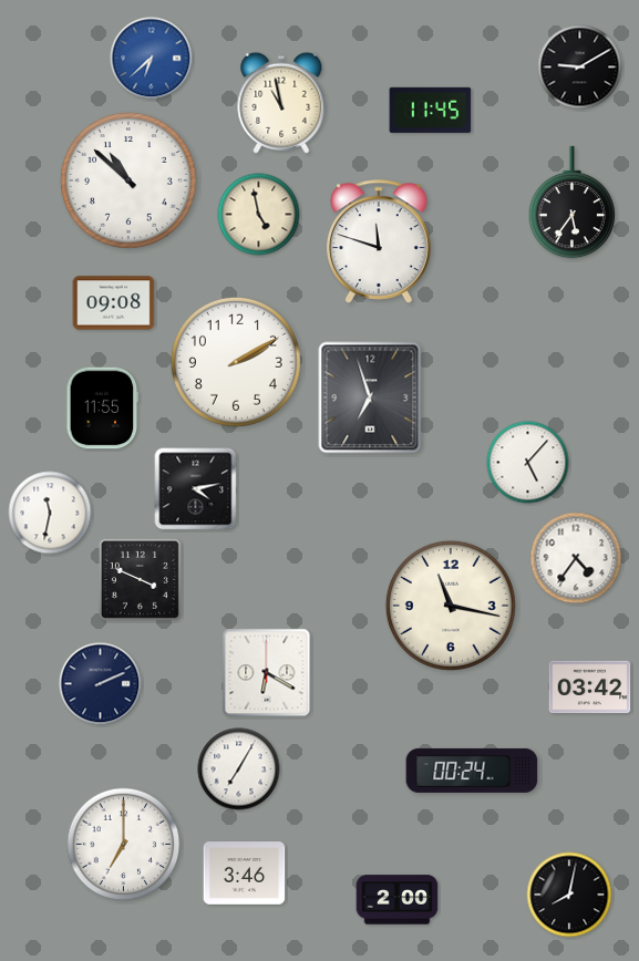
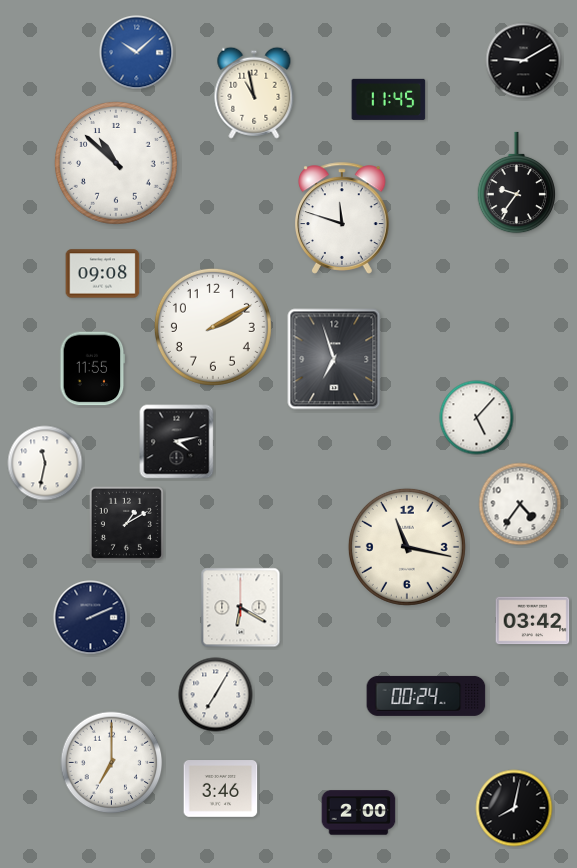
clock at (152, 59): 6:38 -> 10:08
clock at (573, 203): 5:36 -> 9:36
clock at (259, 215): 4:58 -> none
clock at (140, 579): 3:49 -> 1:10
